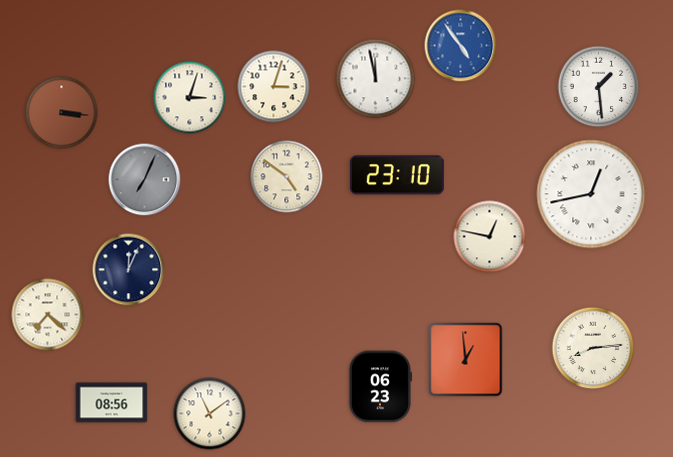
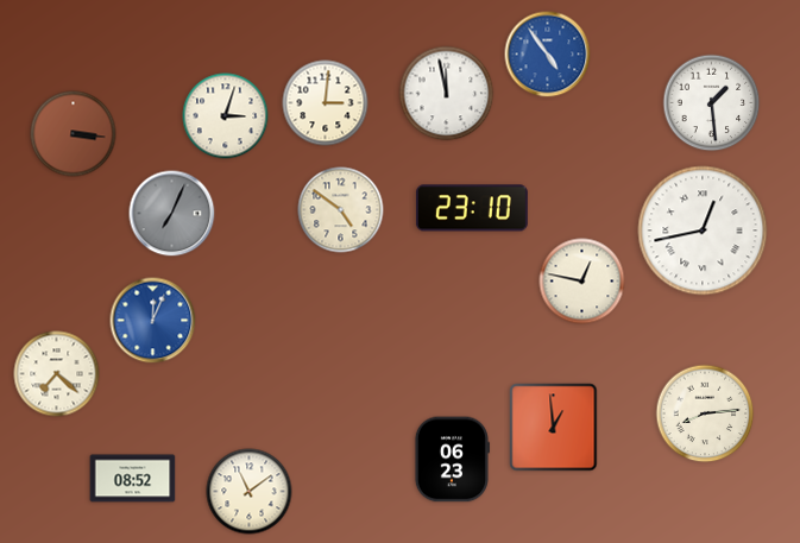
clock at (274, 87): 3:03 -> 3:01
clock at (129, 270) dial: navy -> blue
clock at (112, 403): 08:56 -> 08:52
